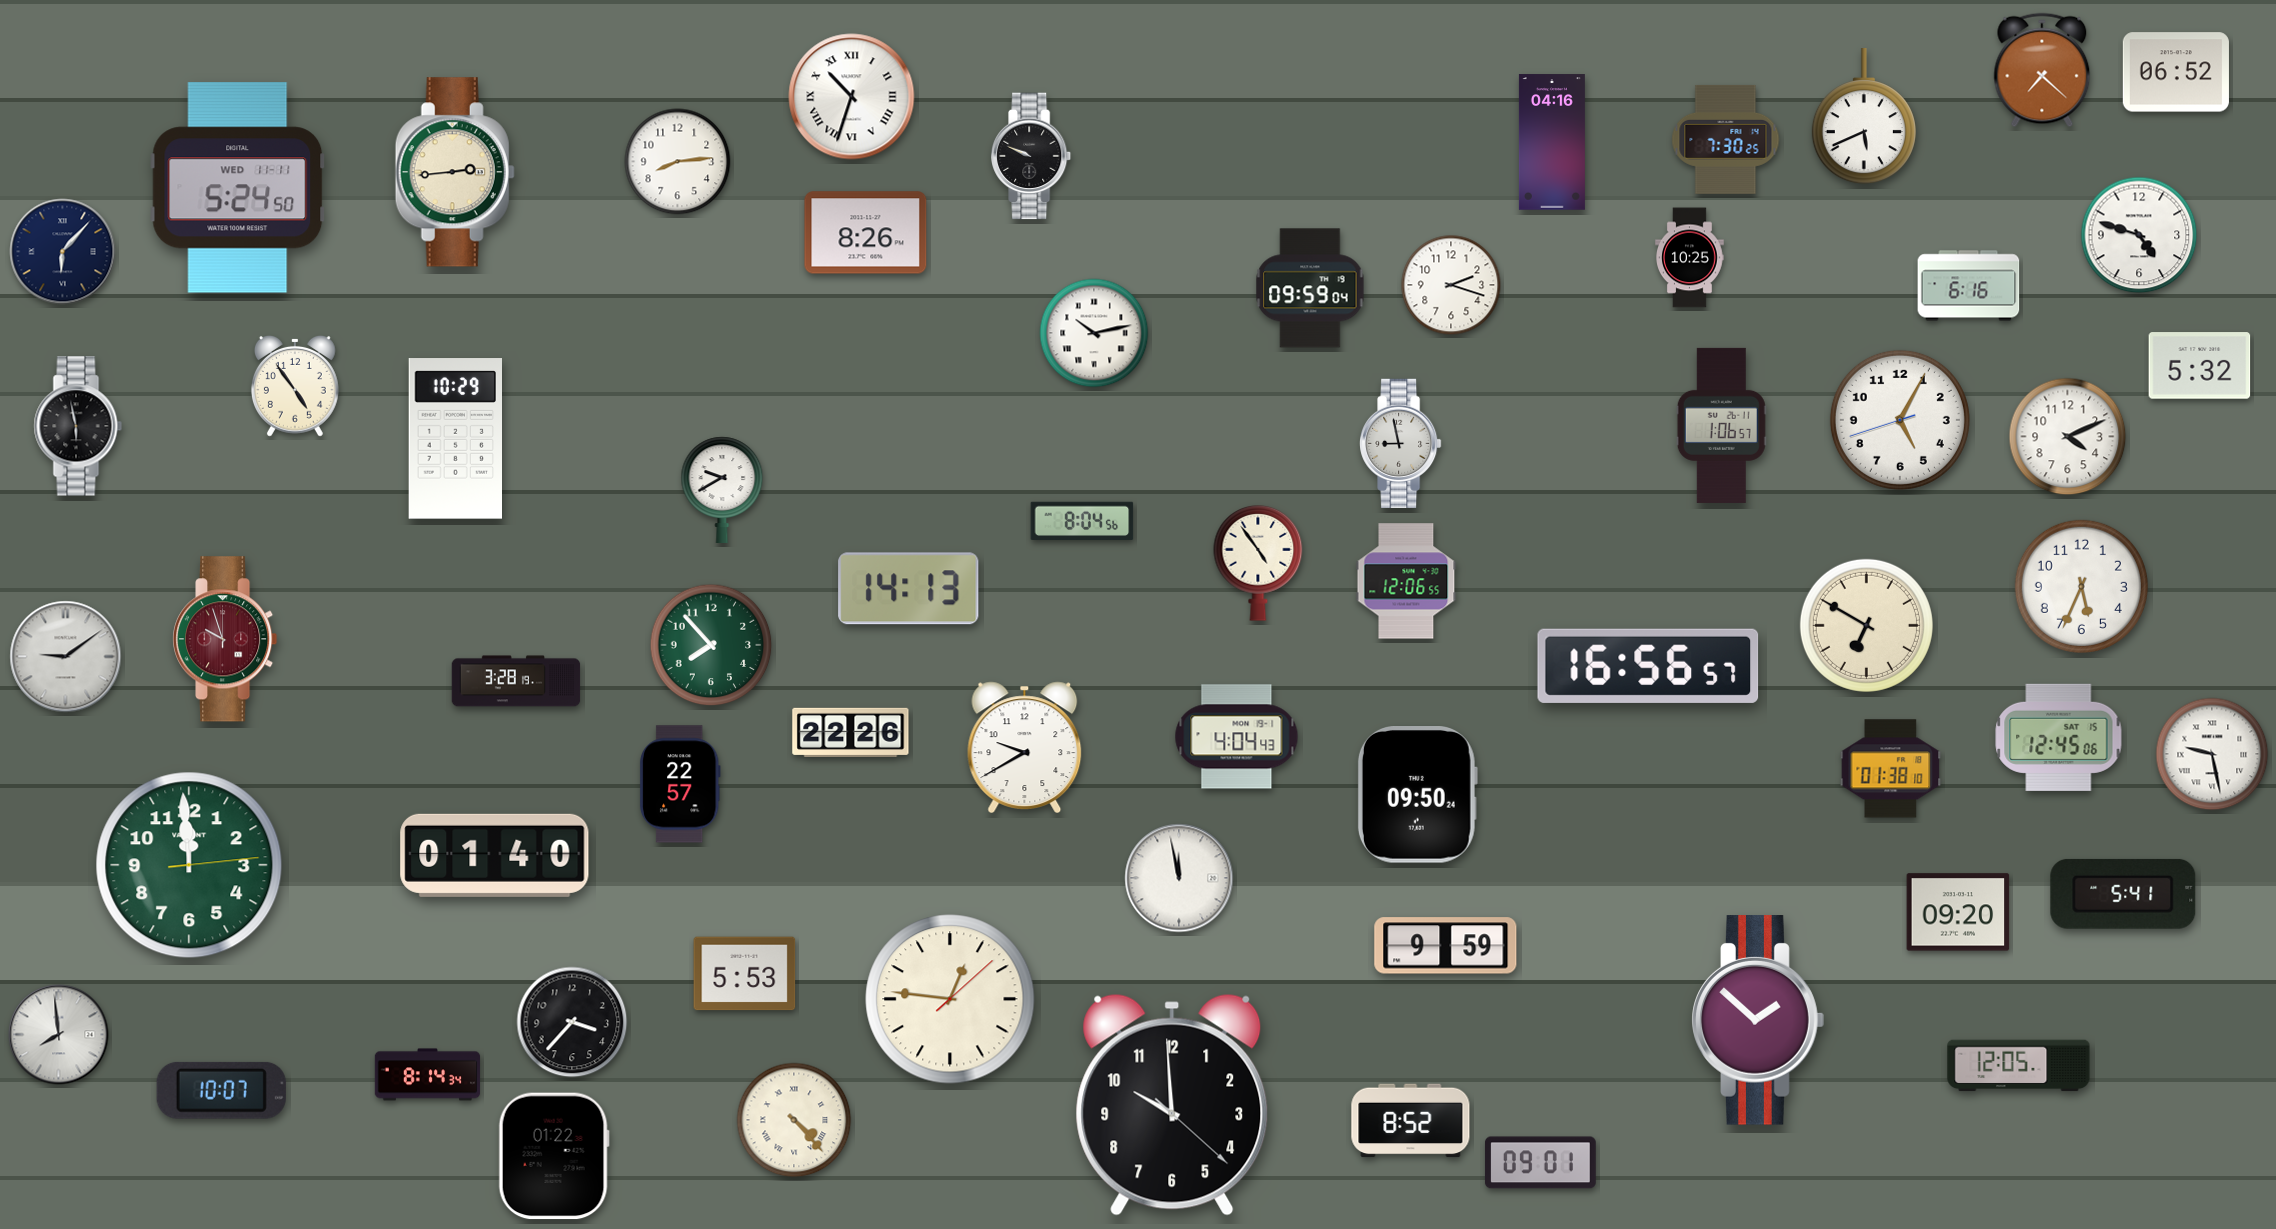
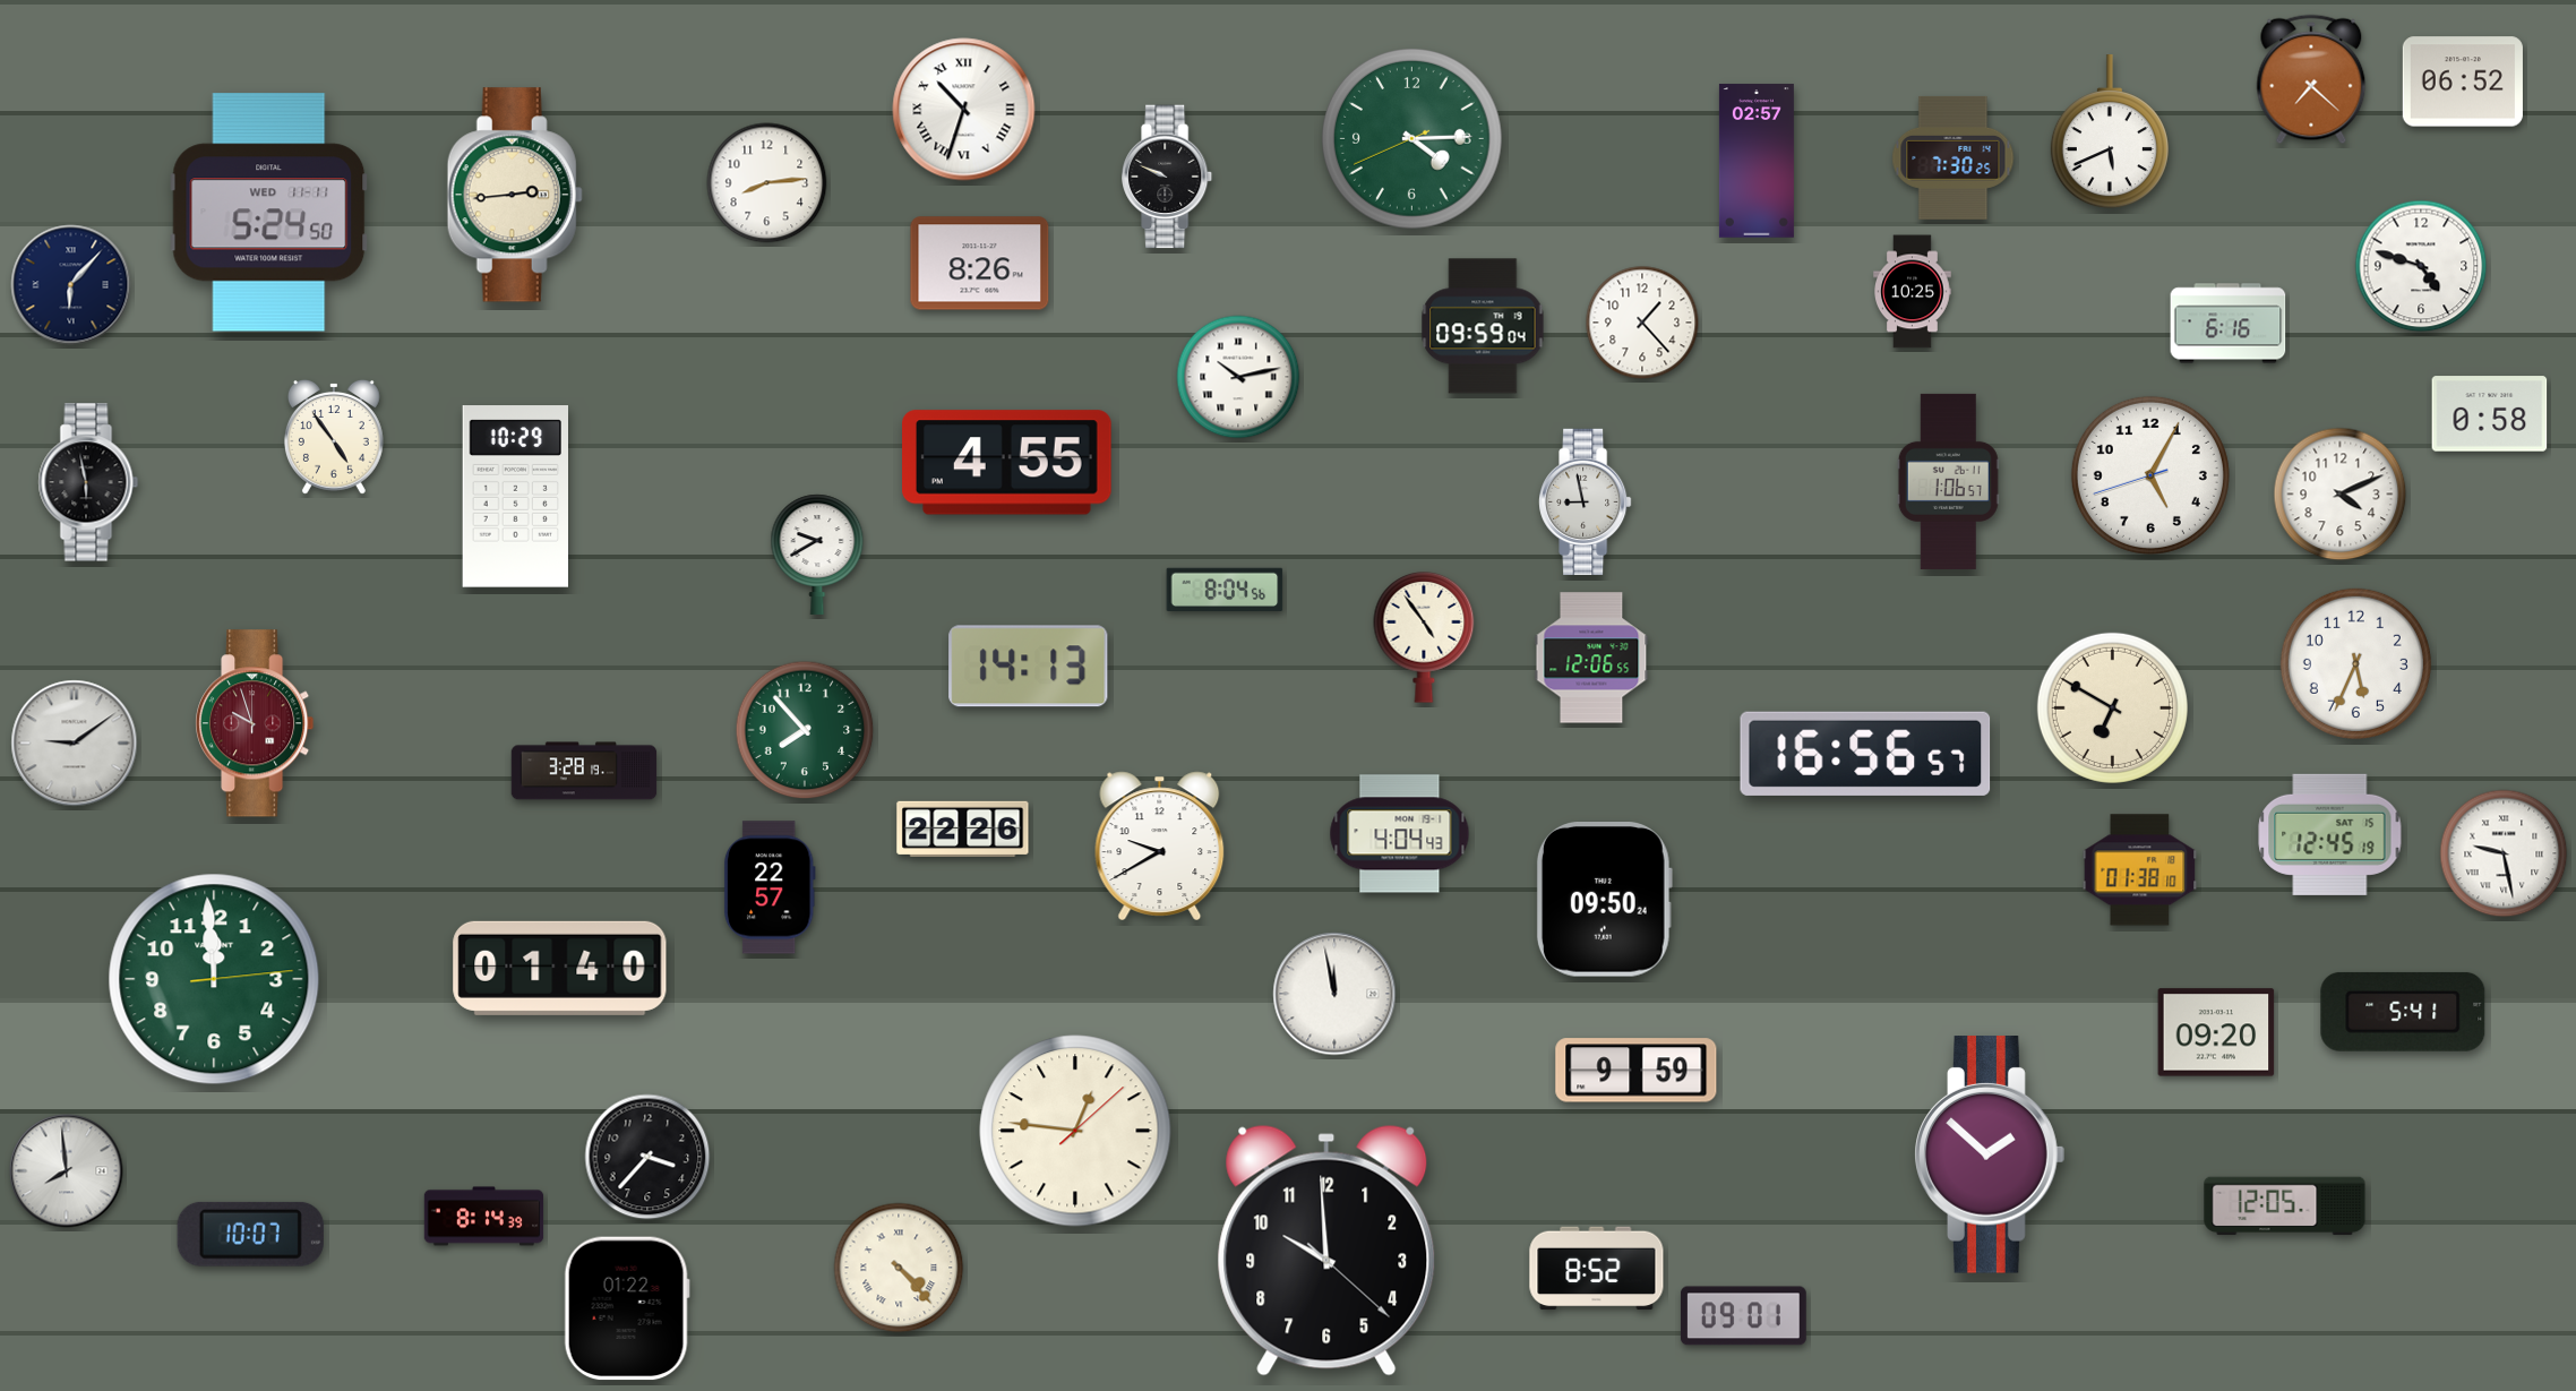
clock at (1412, 139): none -> 4:14
clock at (1552, 142): 04:16 -> 02:57
clock at (1451, 285): 2:18 -> 1:23
clock at (2200, 366): 5:32 -> 0:58
clock at (1007, 463): none -> 4:55
clock at (2059, 737): 12:45:06 -> 12:45:19
clock at (745, 974): 5:53 -> none
clock at (428, 1075): 8:14:34 -> 8:14:39
